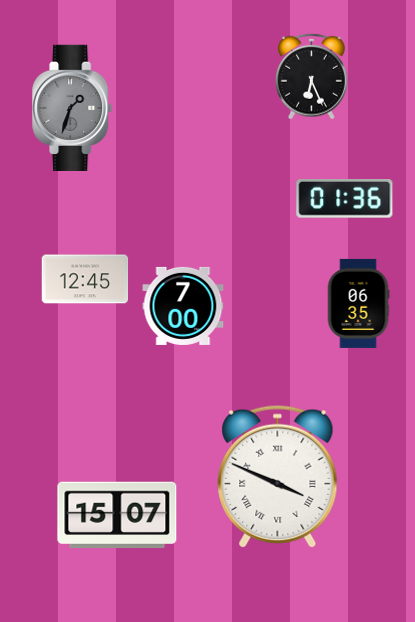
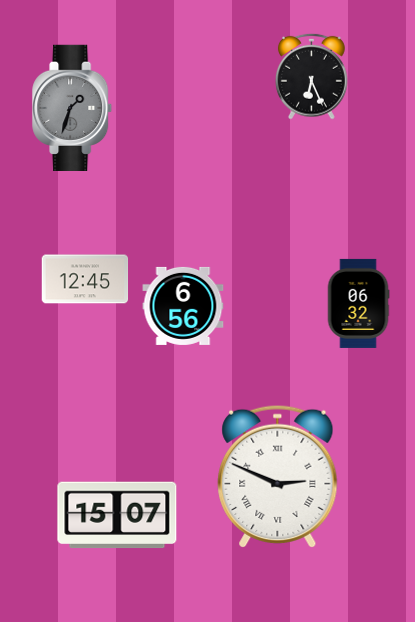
clock at (345, 199): 01:36 -> none
clock at (358, 303): 06:35 -> 06:32
clock at (183, 306): 7:00 -> 6:56
clock at (278, 476): 3:49 -> 2:49
